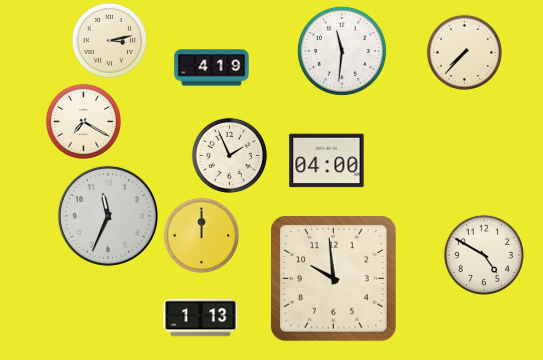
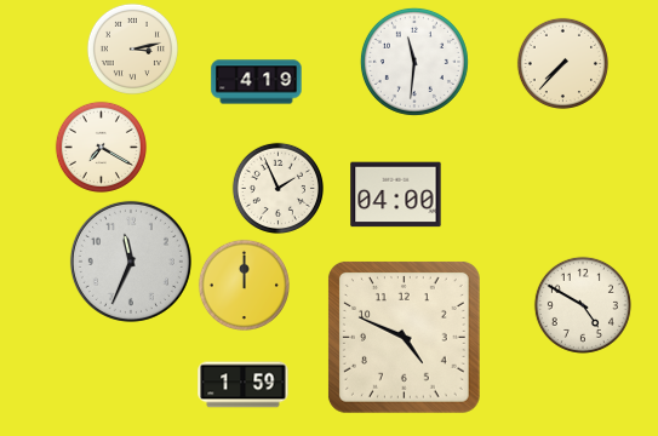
clock at (484, 255) position: (484, 255) -> (583, 305)
clock at (334, 279): 9:59 -> 4:49
clock at (201, 318): 1:13 -> 1:59
